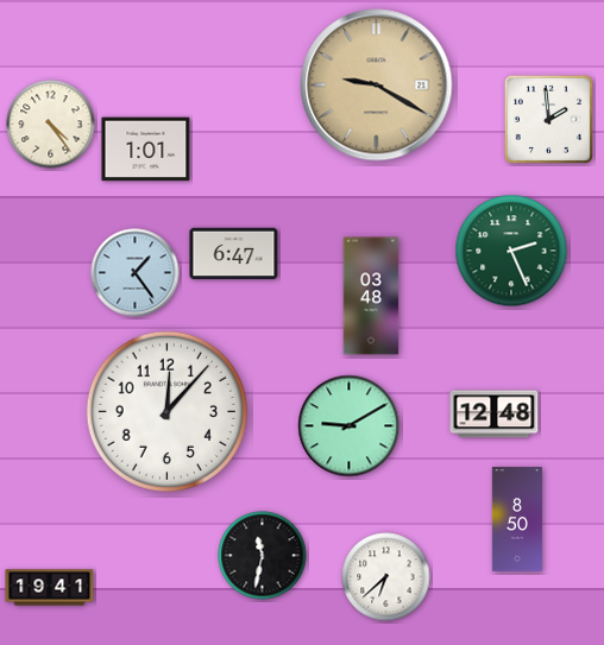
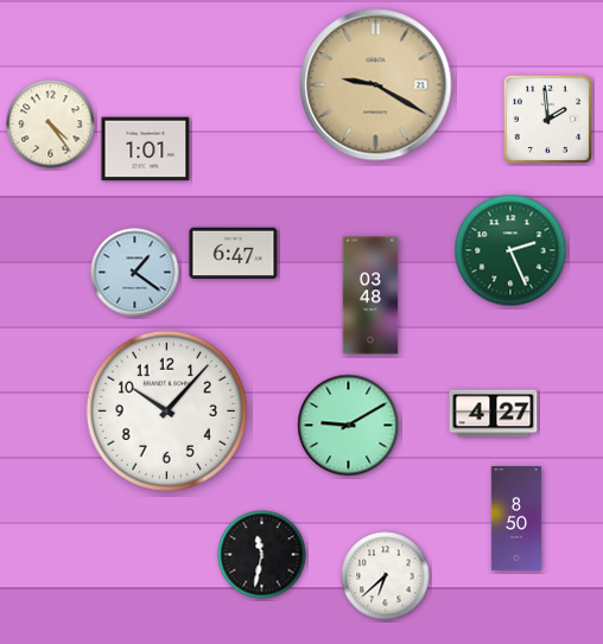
clock at (136, 273): 1:24 -> 1:21
clock at (166, 411): 12:07 -> 10:07
clock at (495, 415): 12:48 -> 4:27
clock at (50, 588): 19:41 -> none
